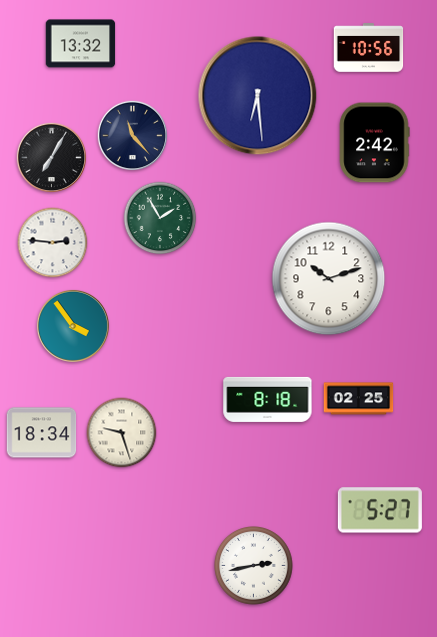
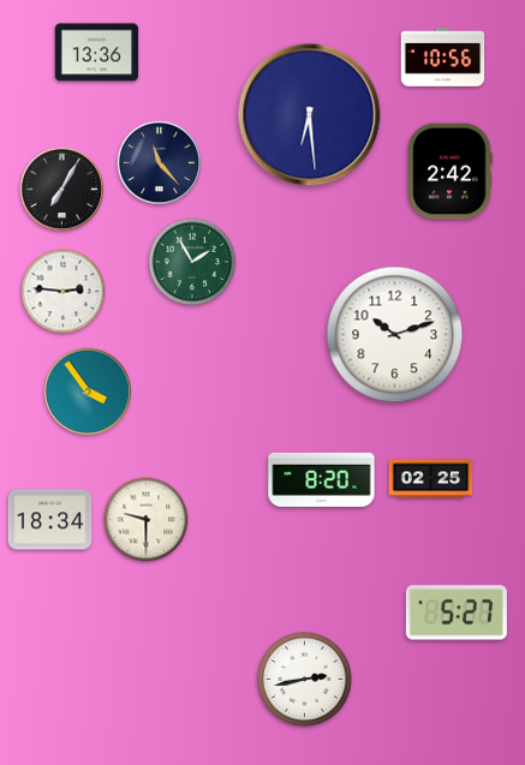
clock at (81, 44): 13:32 -> 13:36
clock at (268, 399): 8:18 -> 8:20
clock at (122, 433): 9:27 -> 9:30
